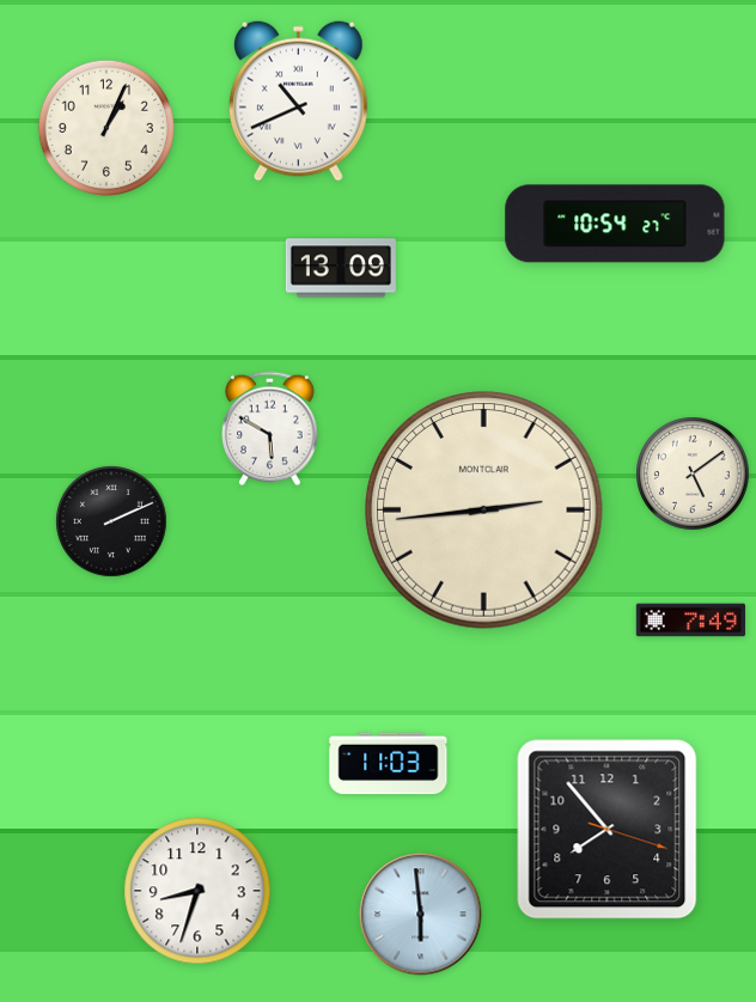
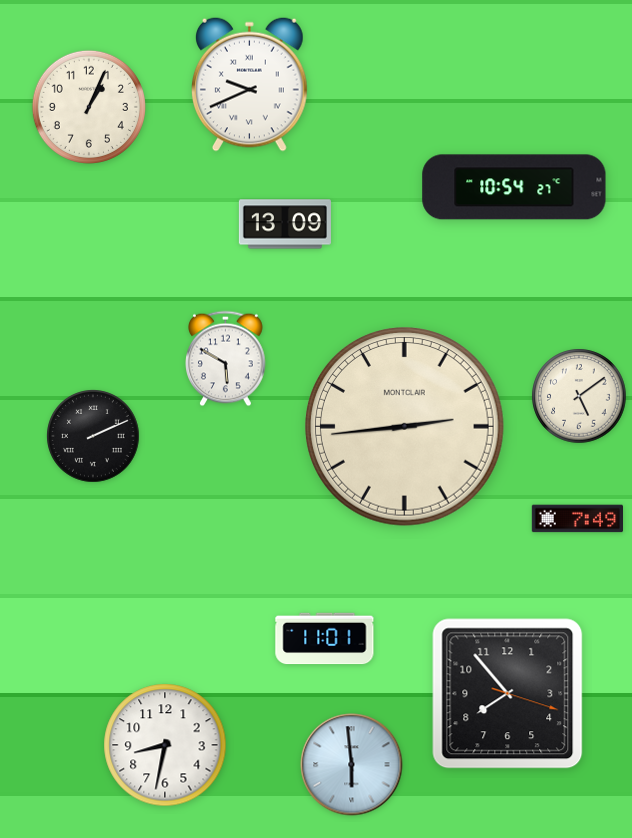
clock at (299, 100): 10:41 -> 9:41
clock at (389, 764): 11:03 -> 11:01
clock at (197, 891): 8:33 -> 8:32
